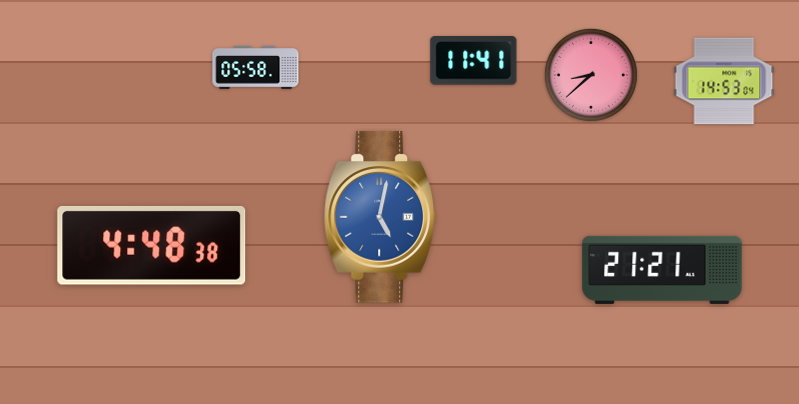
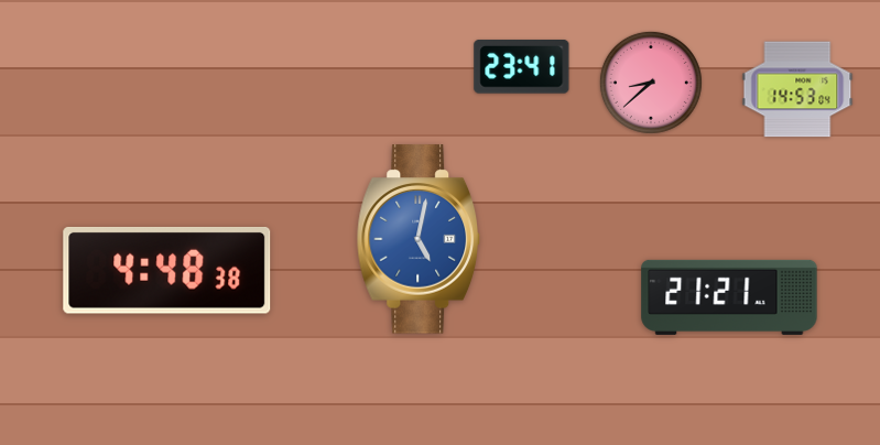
clock at (474, 61): 11:41 -> 23:41
clock at (256, 68): 05:58 -> none
